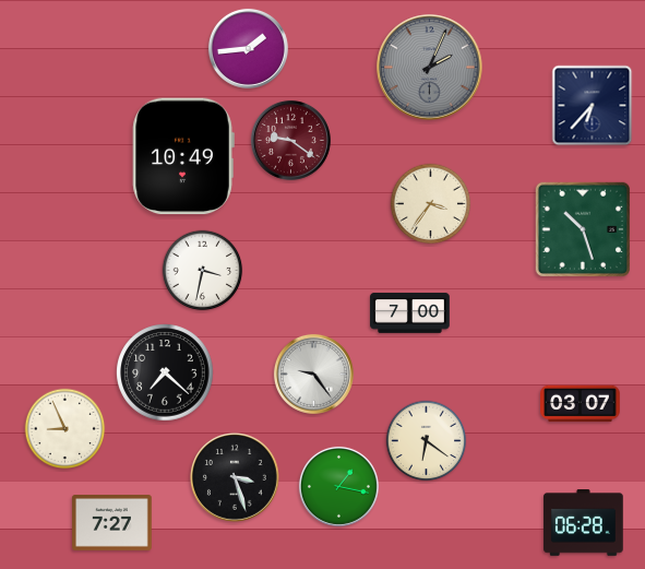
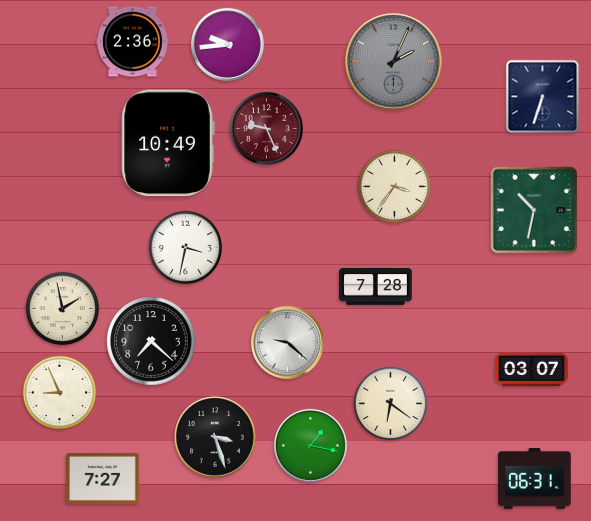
clock at (133, 42): none -> 2:36
clock at (248, 48): 1:44 -> 9:44
clock at (593, 106): 6:37 -> 6:33
clock at (290, 140): 9:21 -> 9:26
clock at (582, 228): 10:27 -> 10:32
clock at (410, 313): 7:00 -> 7:28
clock at (63, 309): none -> 1:58
clock at (313, 374): 9:24 -> 9:22
clock at (584, 523): 06:28 -> 06:31
